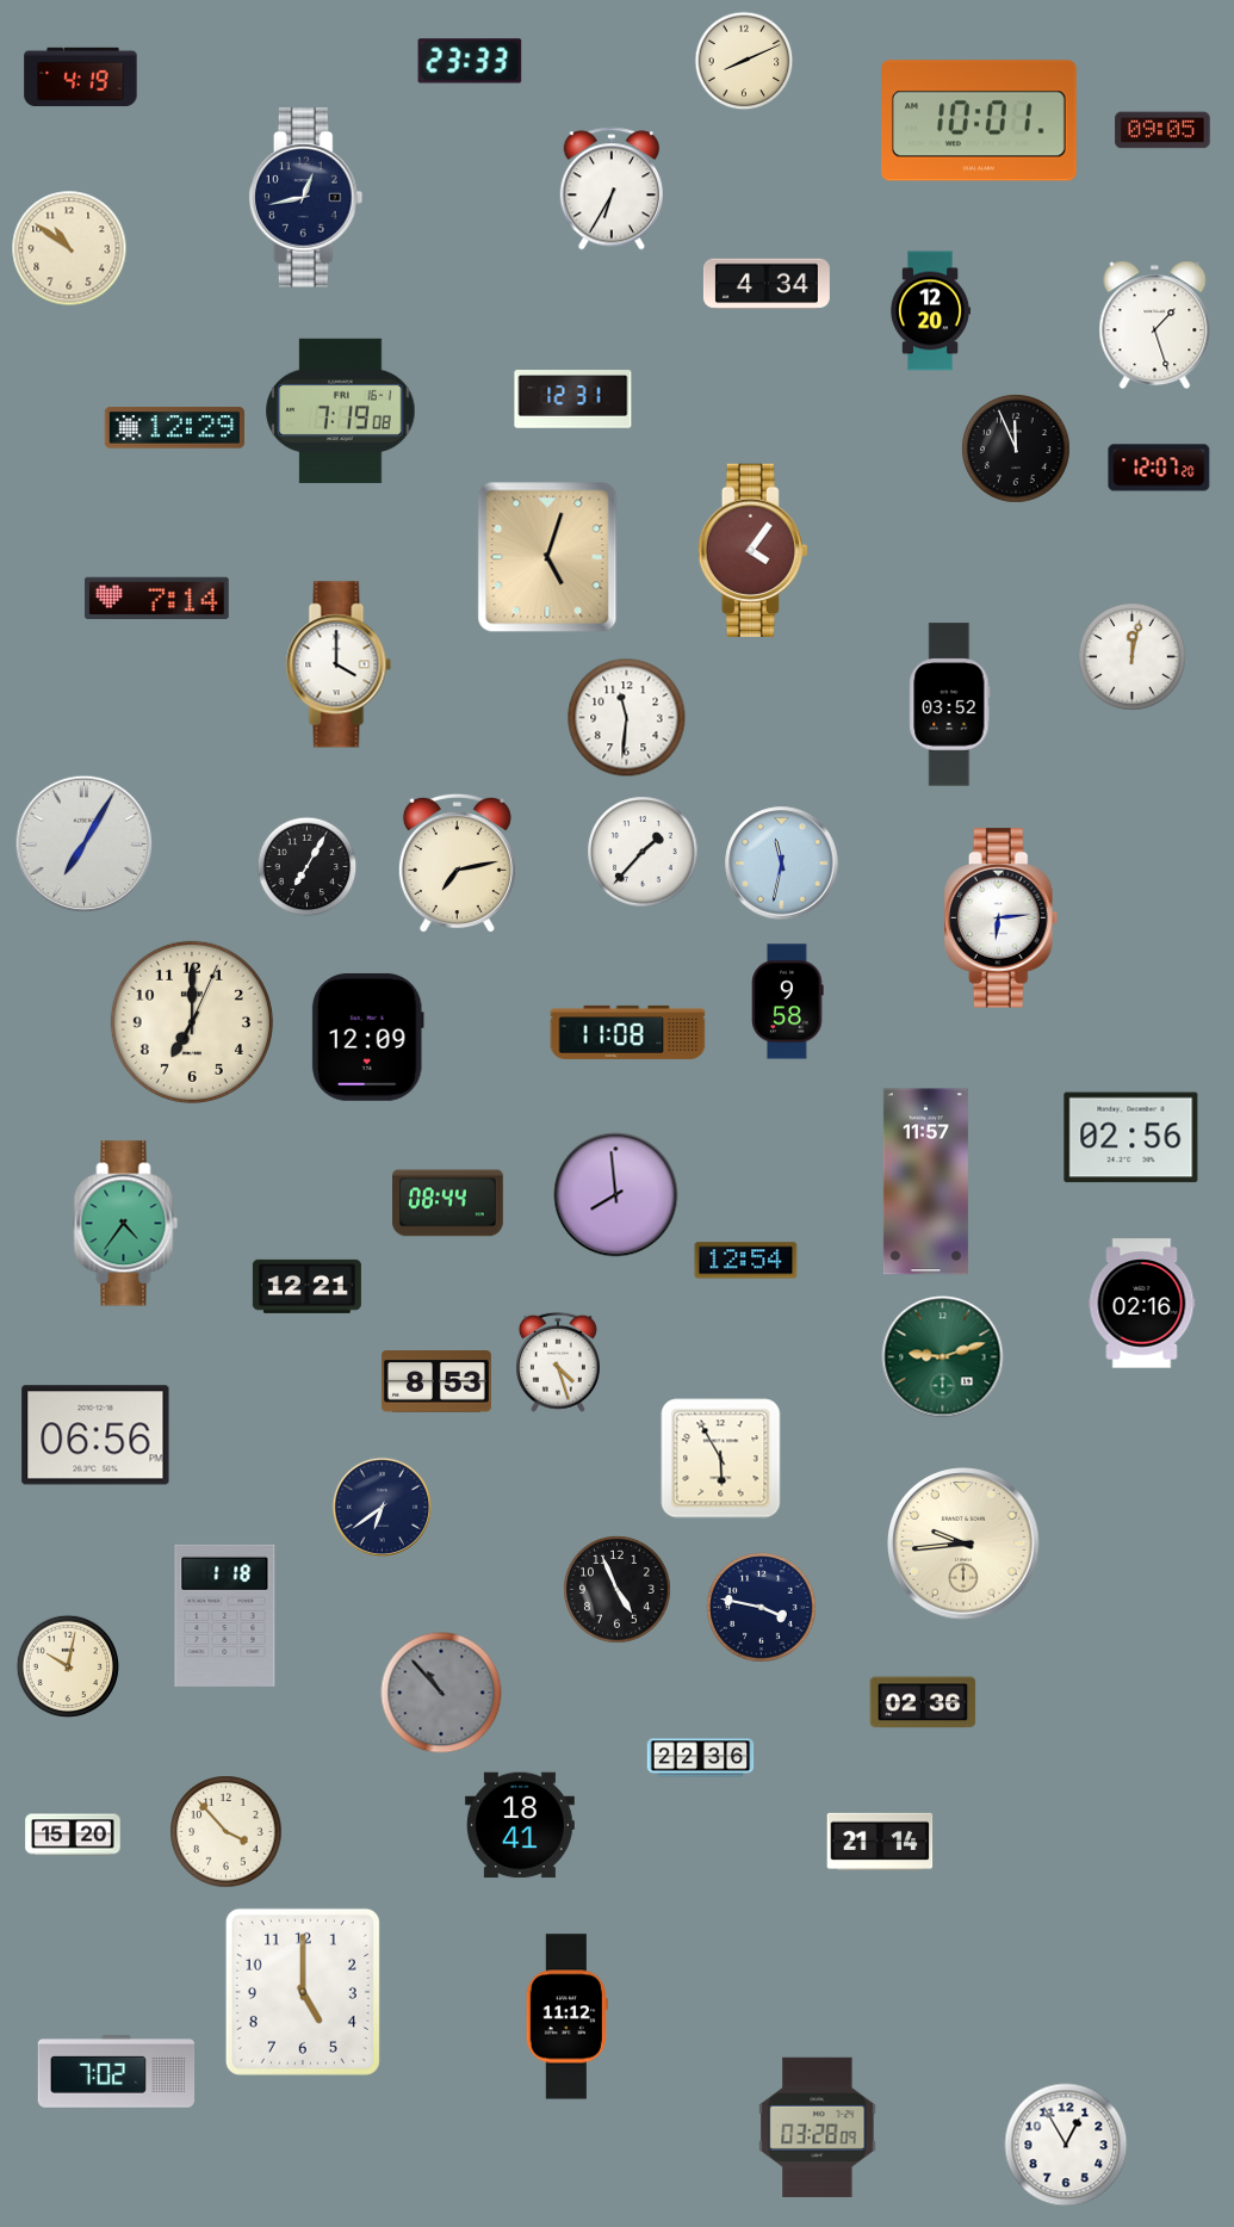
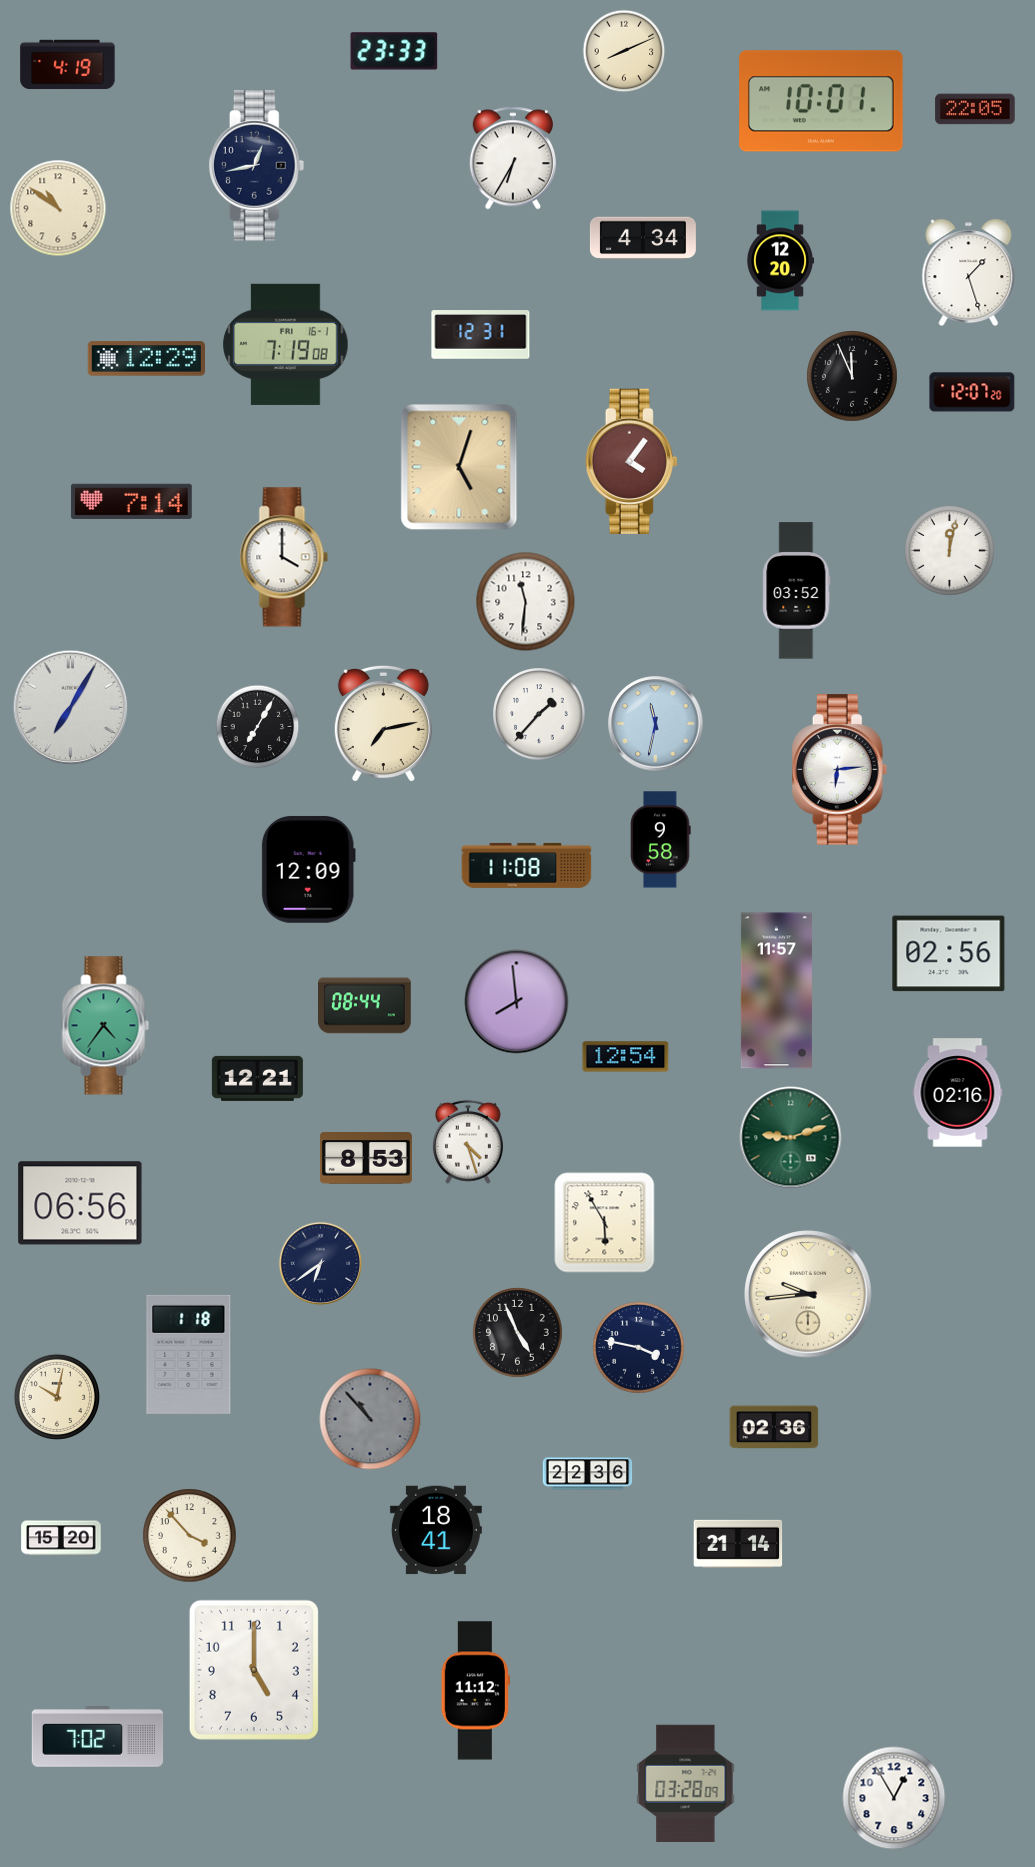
clock at (1162, 130): 09:05 -> 22:05
clock at (192, 1022): 7:00 -> none
clock at (448, 1204) position: (448, 1204) -> (365, 1006)
